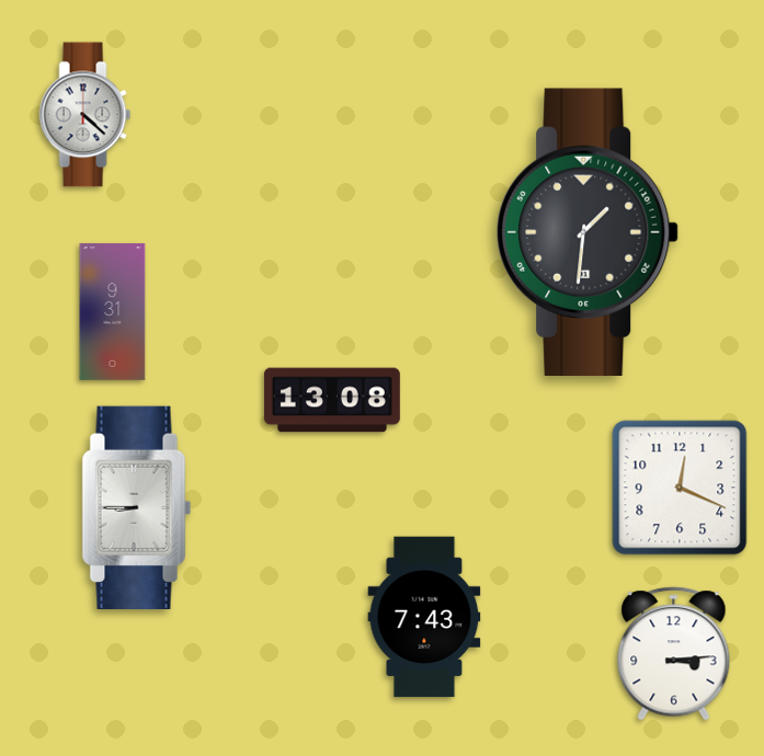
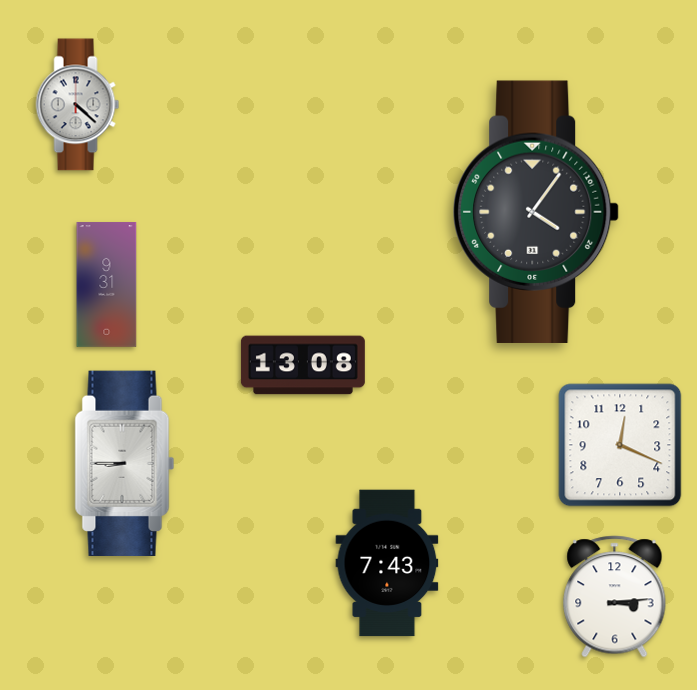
clock at (589, 231): 1:31 -> 4:06
clock at (113, 312) position: (113, 312) -> (107, 285)
